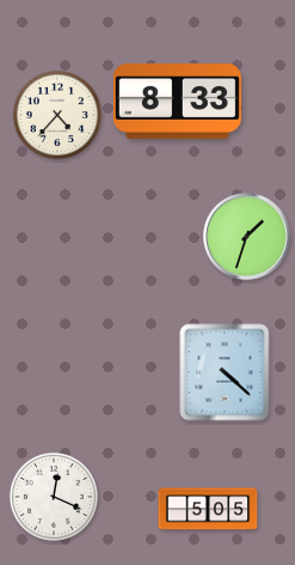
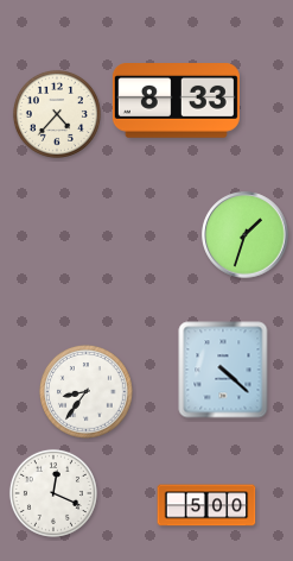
clock at (87, 392): none -> 8:36
clock at (208, 509): 5:05 -> 5:00
